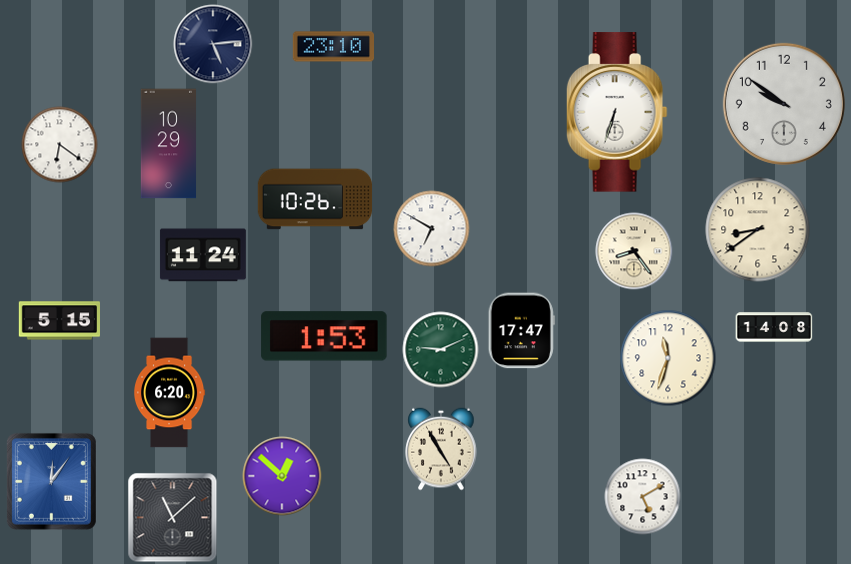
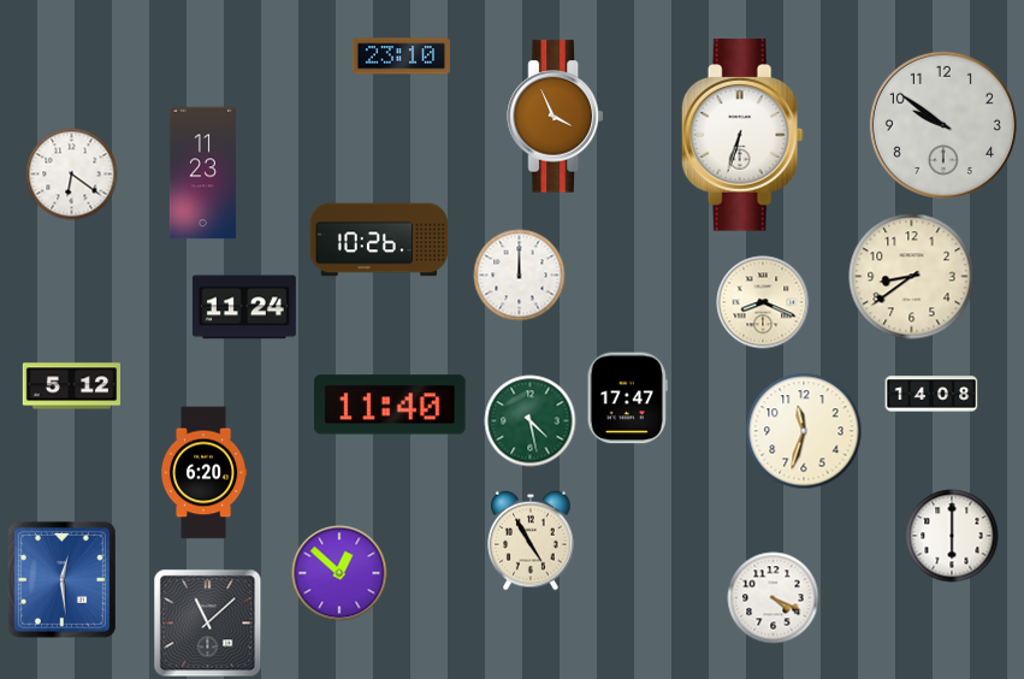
clock at (213, 44): 5:14 -> none
clock at (556, 117): none -> 3:56
clock at (169, 144): 10:29 -> 11:23
clock at (432, 229): 6:50 -> 12:00
clock at (634, 251): 8:24 -> 8:19
clock at (59, 321): 5:15 -> 5:12
clock at (324, 336): 1:53 -> 11:40
clock at (441, 350): 9:11 -> 4:28
clock at (952, 536): none -> 6:00
clock at (51, 481): 12:06 -> 12:29
clock at (643, 497): 5:10 -> 4:19
